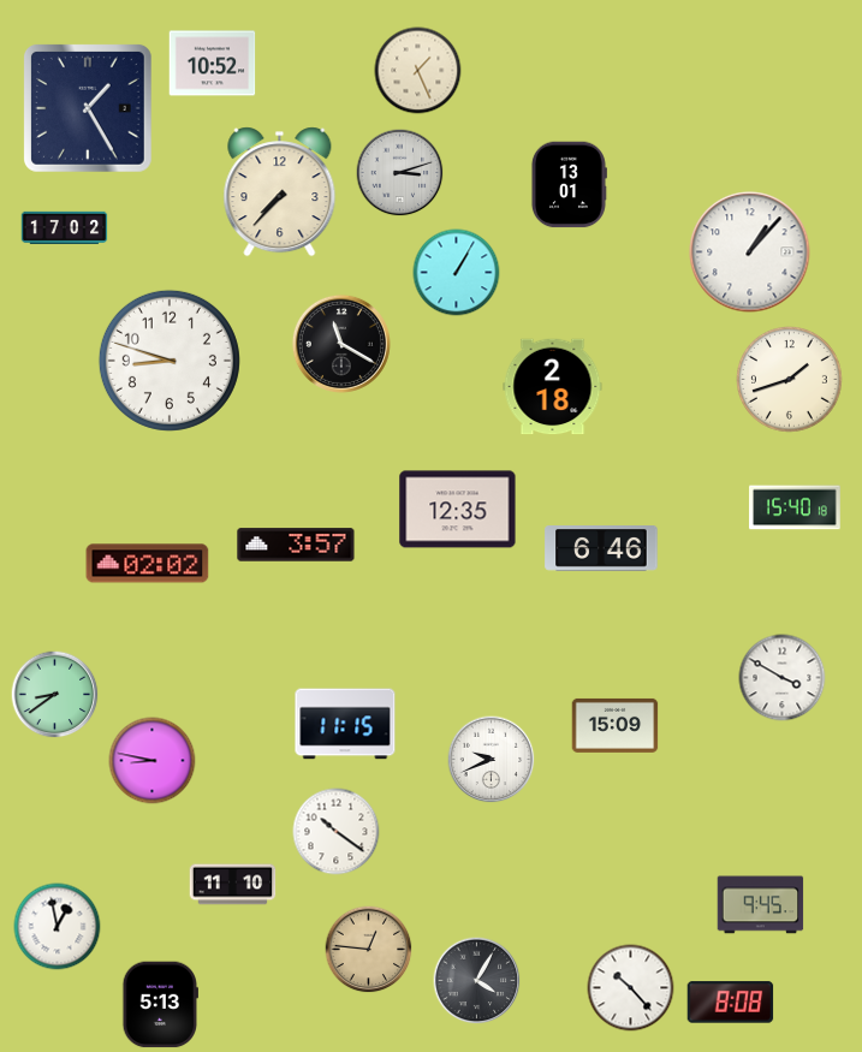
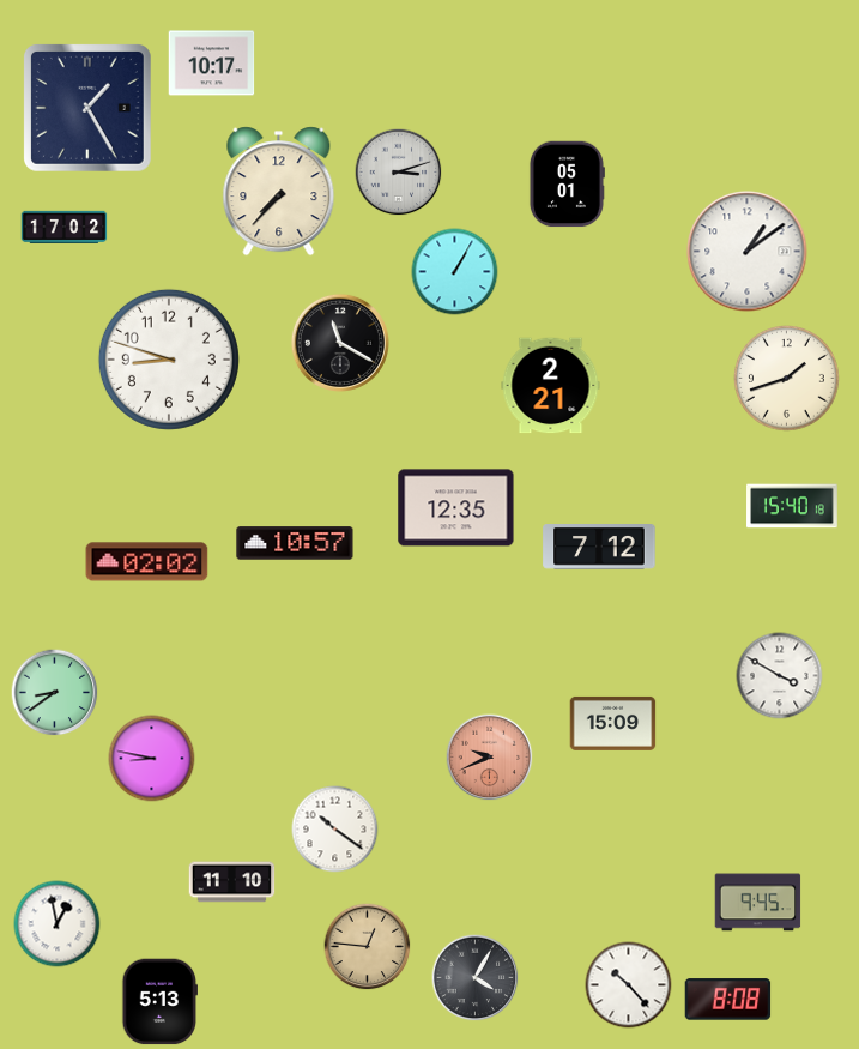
clock at (213, 64): 10:52 -> 10:17
clock at (418, 71): 1:26 -> none
clock at (569, 185): 13:01 -> 05:01
clock at (750, 252): 1:07 -> 1:09
clock at (553, 387): 2:18 -> 2:21
clock at (296, 545): 3:57 -> 10:57
clock at (601, 549): 6:46 -> 7:12
clock at (345, 724): 11:15 -> none
clock at (492, 760) dial: white -> salmon
